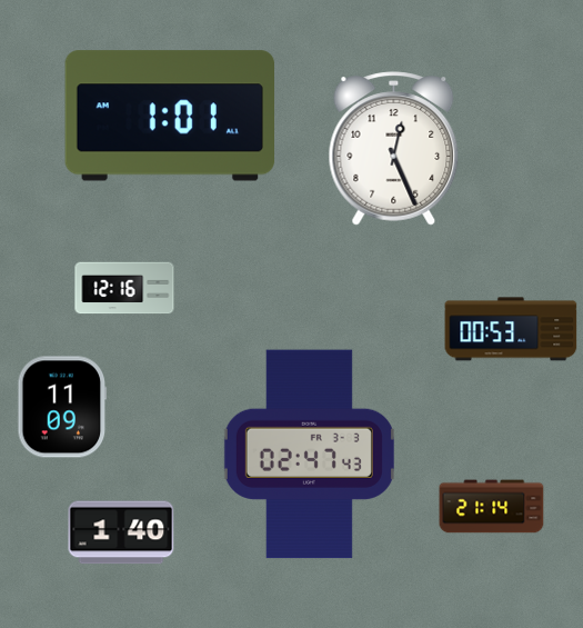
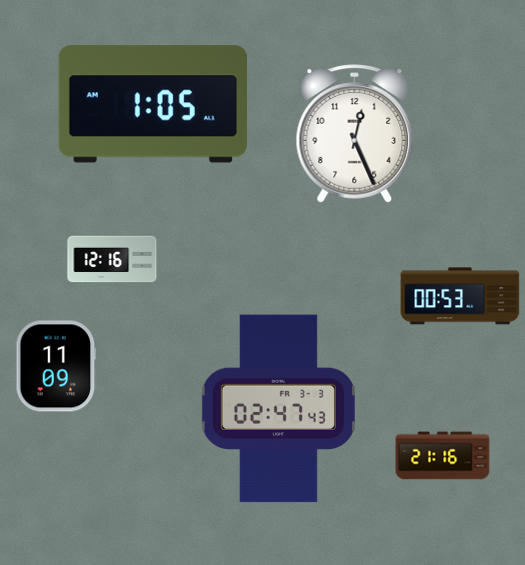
clock at (169, 116): 1:01 -> 1:05
clock at (492, 507): 21:14 -> 21:16
clock at (121, 532): 1:40 -> none
